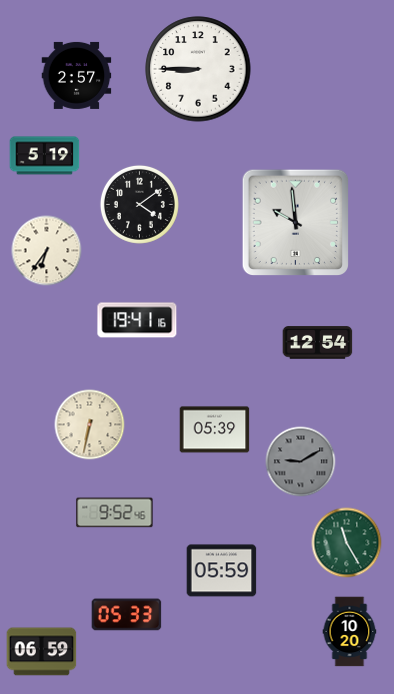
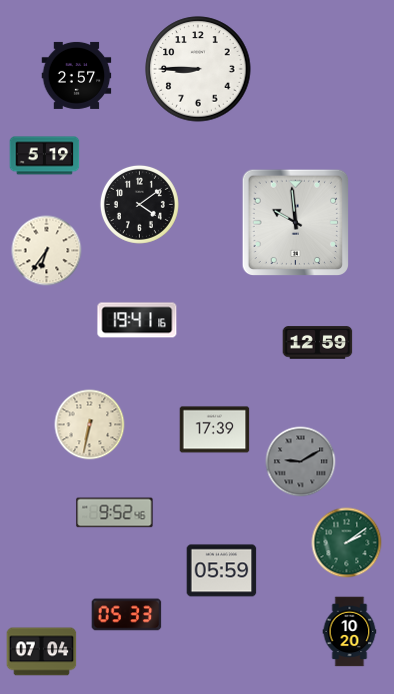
clock at (318, 343): 12:54 -> 12:59
clock at (215, 430): 05:39 -> 17:39
clock at (347, 543): 11:25 -> 2:09
clock at (42, 652): 06:59 -> 07:04
